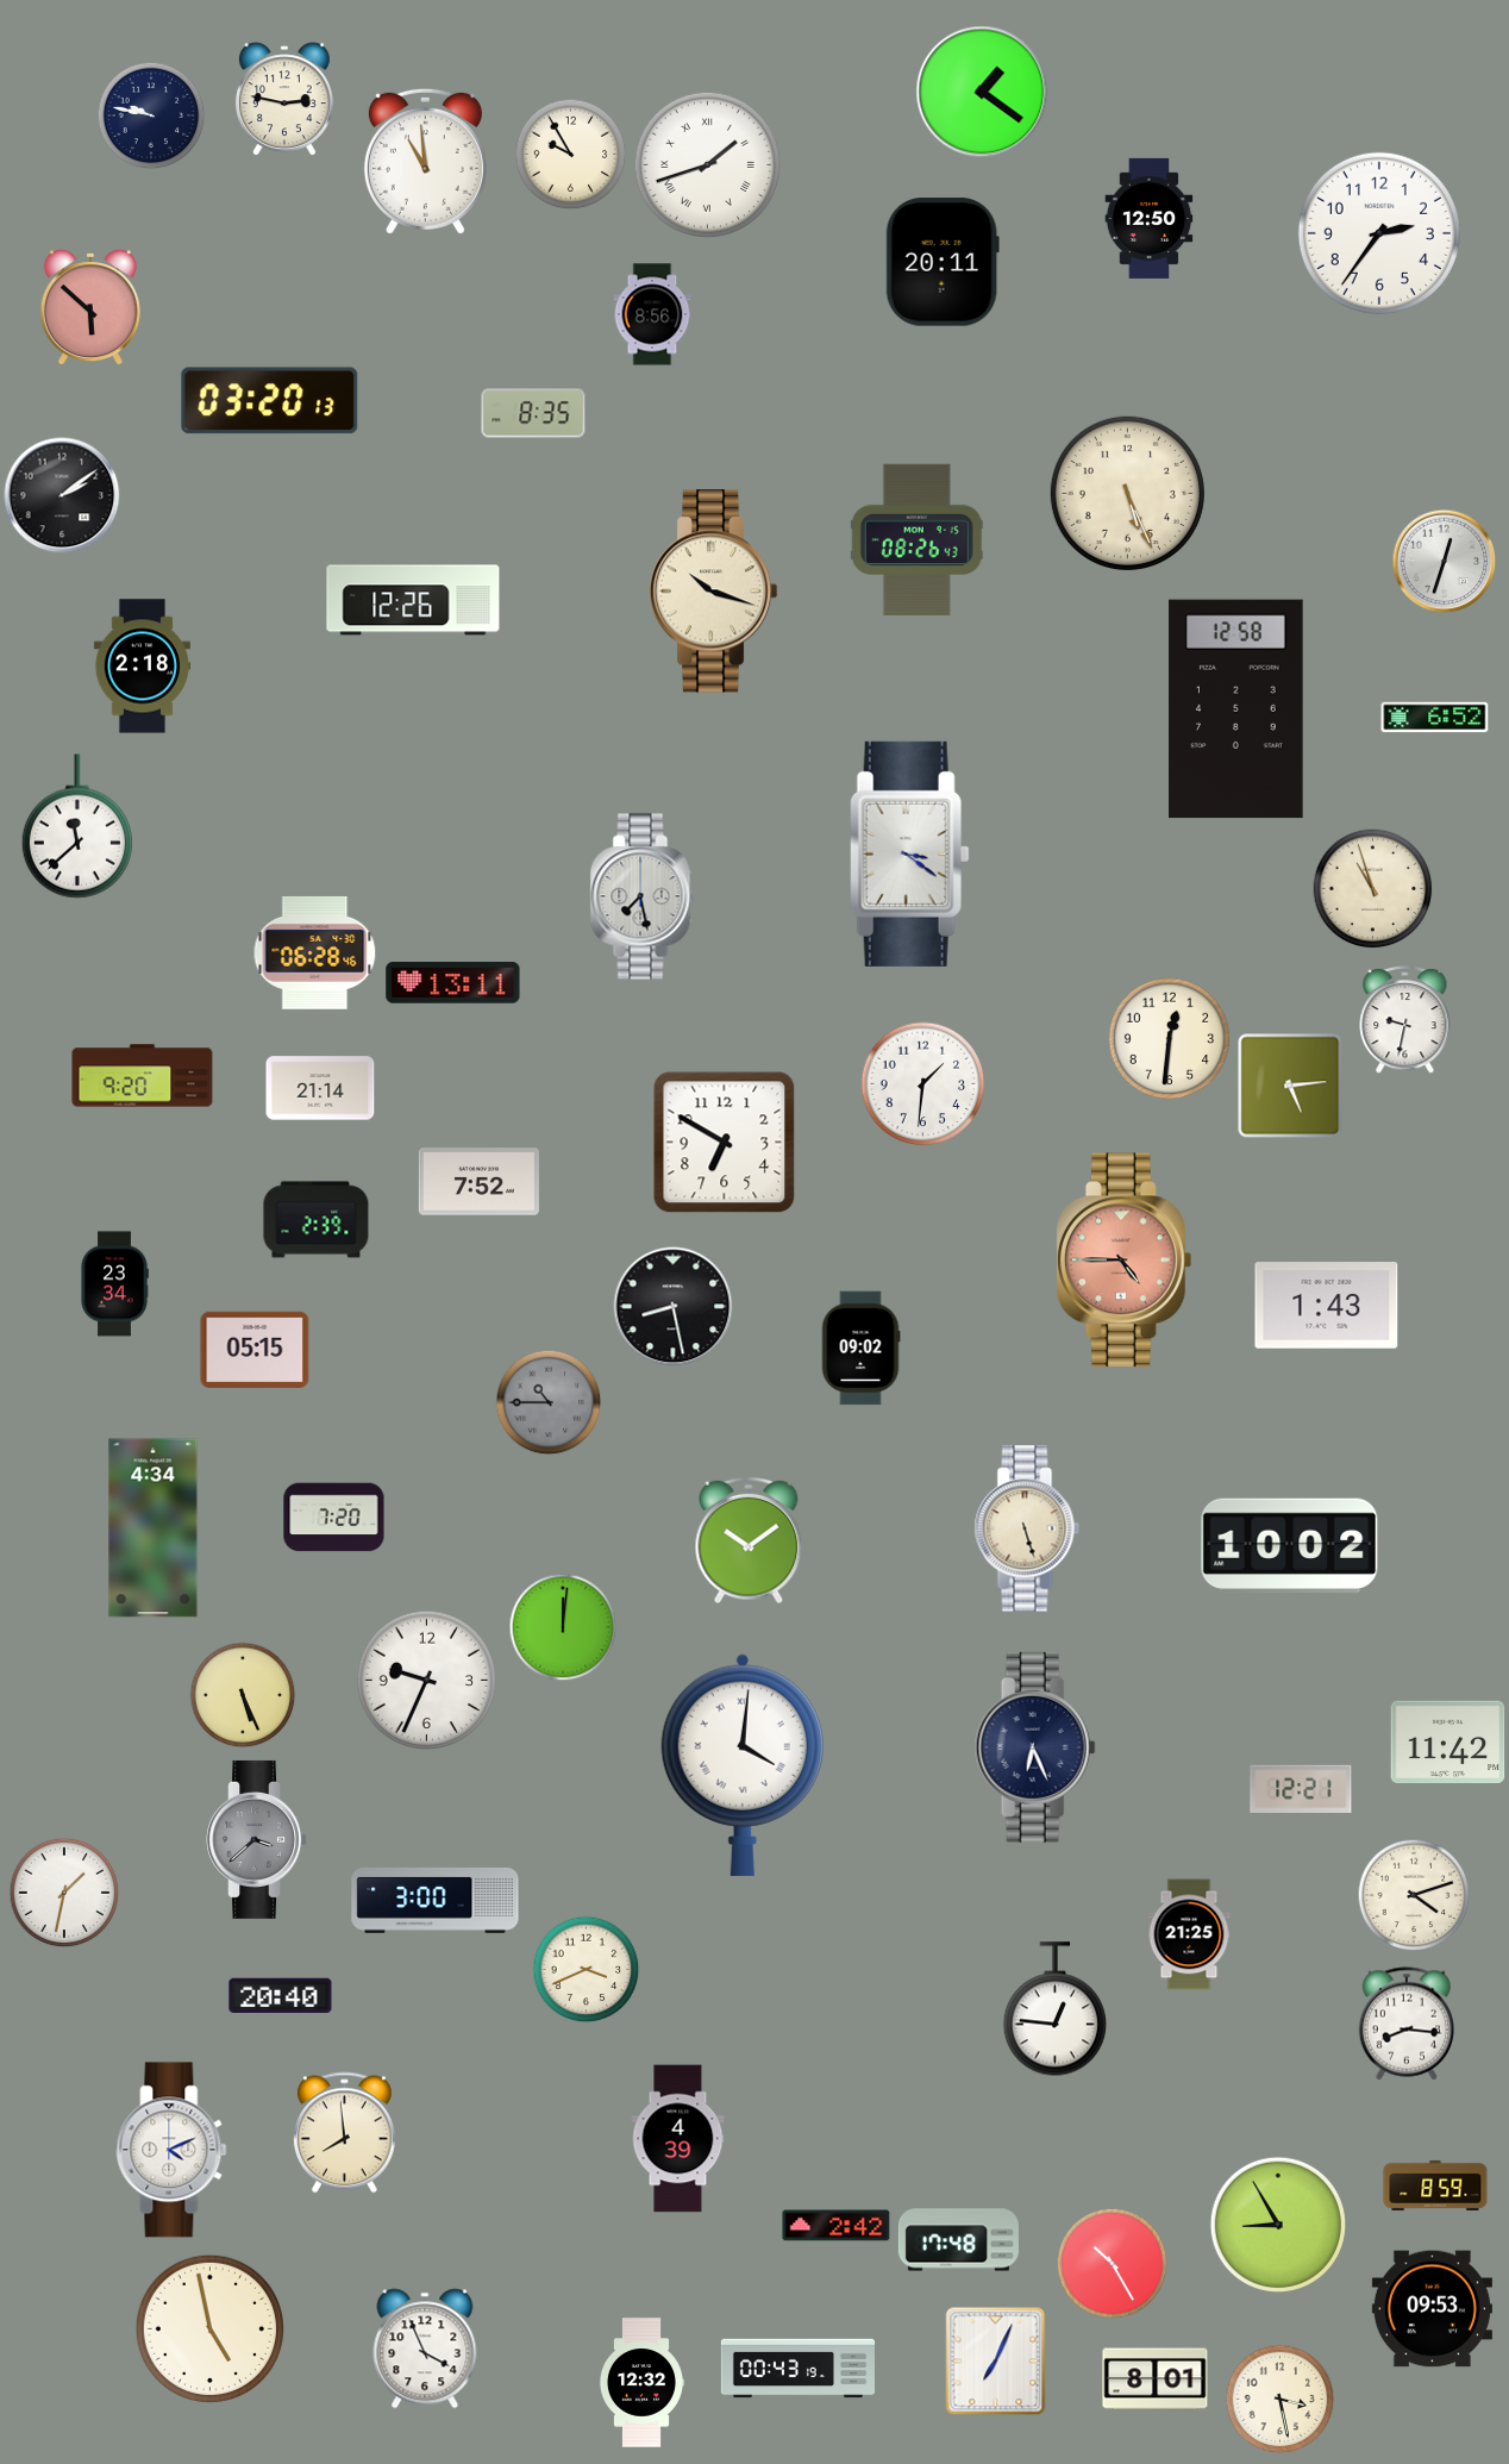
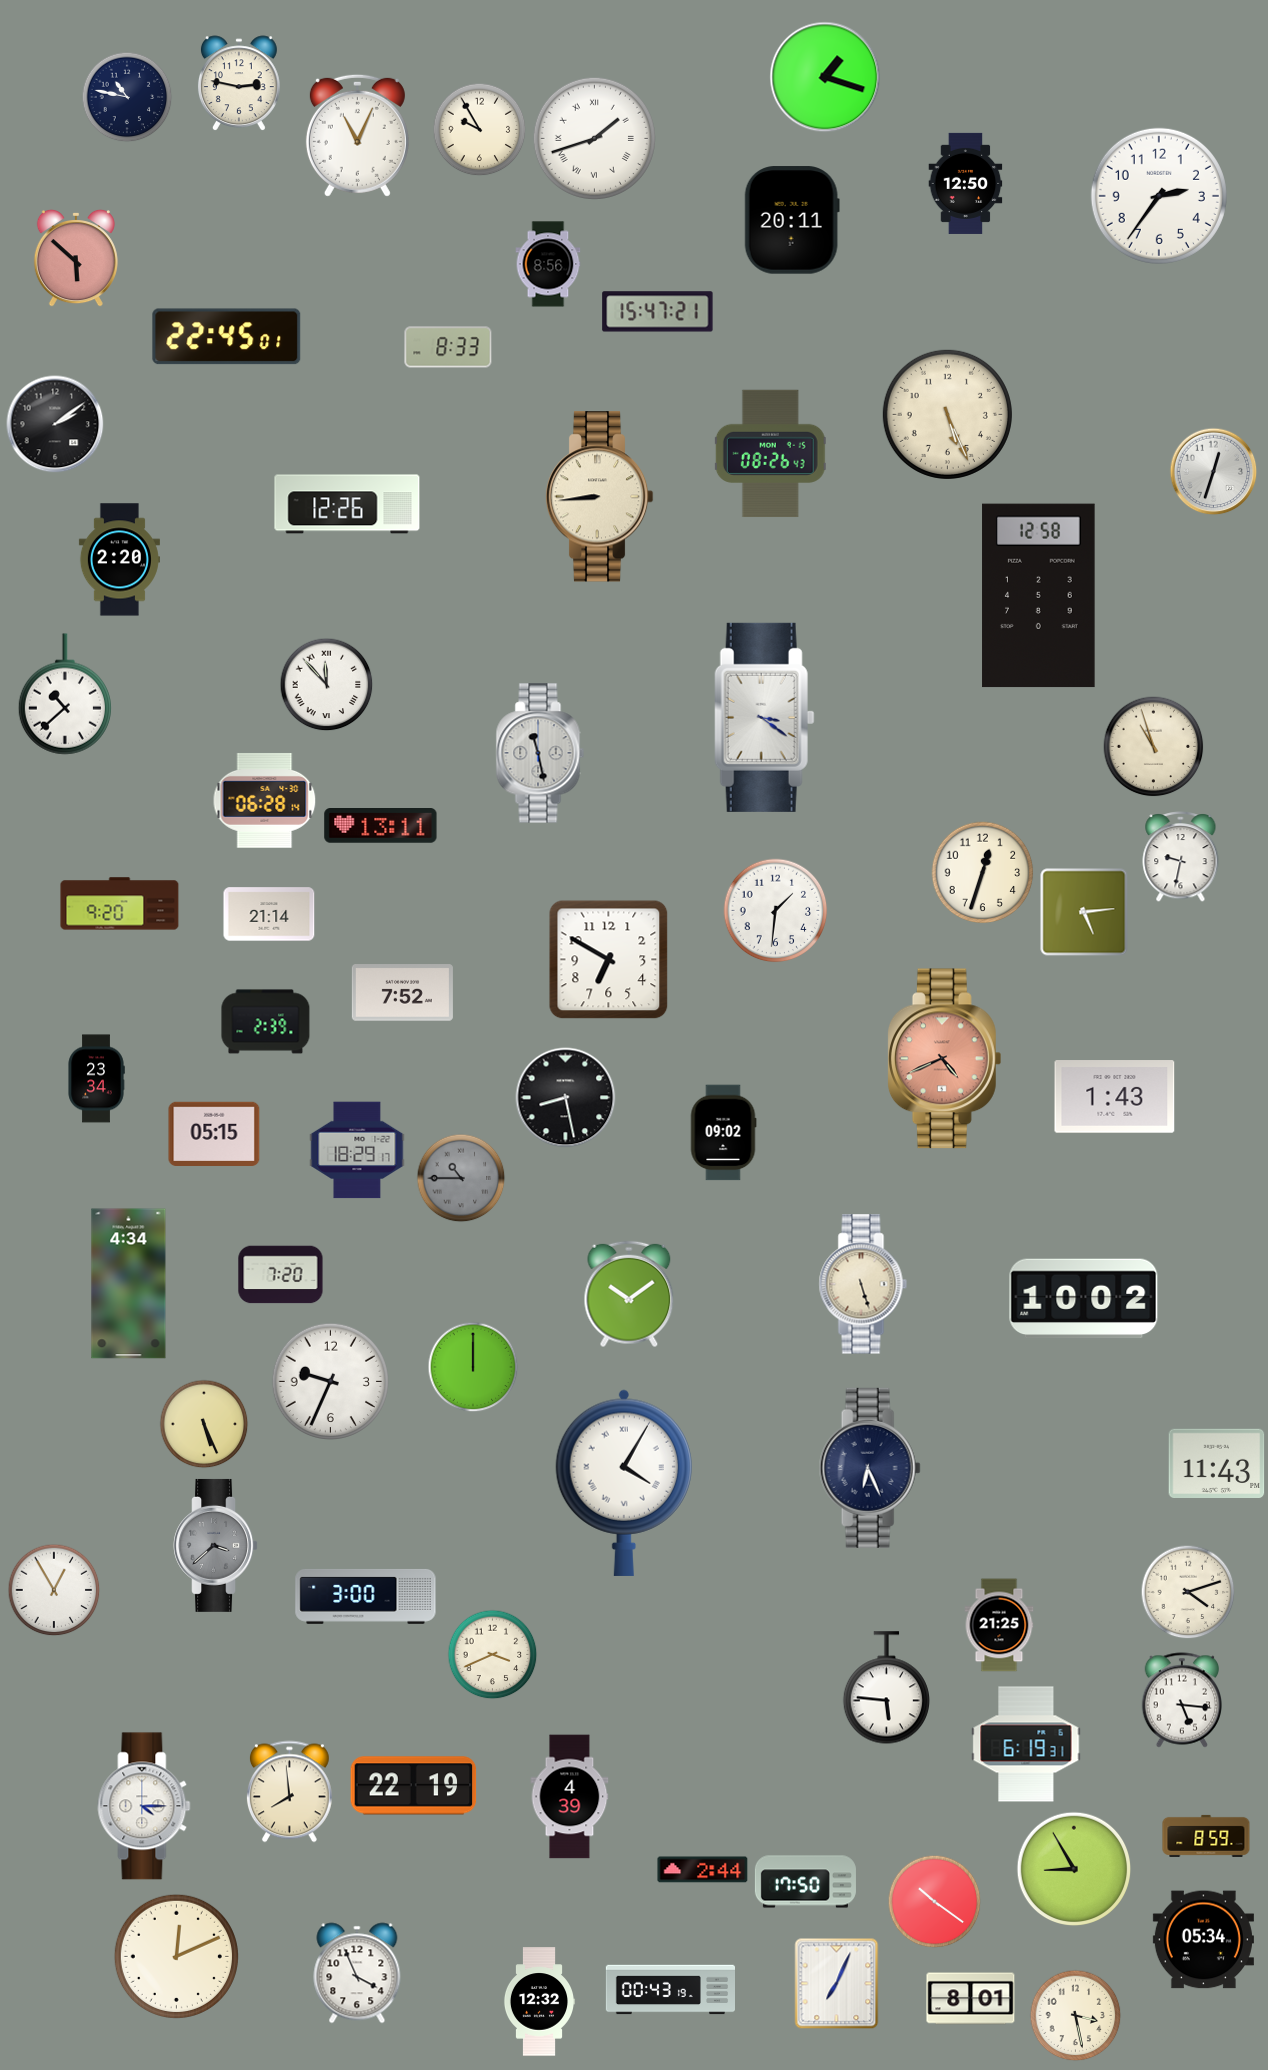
clock at (982, 92): 1:21 -> 1:18
clock at (151, 115): 9:47 -> 10:47
clock at (425, 161): 10:59 -> 11:04
clock at (658, 312): none -> 15:47
clock at (270, 401): 03:20 -> 22:45
clock at (533, 413): 8:35 -> 8:33
clock at (62, 495) position: (62, 495) -> (55, 424)
clock at (713, 592): 10:18 -> 8:44
clock at (142, 667): 2:18 -> 2:20
clock at (1435, 718): 6:52 -> none
clock at (327, 685): none -> 11:53
clock at (77, 826): 11:38 -> 10:38
clock at (643, 896): 7:28 -> 11:28
clock at (315, 952): 06:28:46 -> 06:28:14
clock at (1170, 1039): 12:31 -> 12:33
clock at (317, 1220) position: (317, 1220) -> (266, 1022)
clock at (1123, 1261): 4:45 -> 4:41
clock at (357, 1150): none -> 18:29
clock at (563, 1627): 12:01 -> 12:00
clock at (426, 1680) position: (426, 1680) -> (330, 1381)
clock at (1448, 1741): 11:42 -> 11:43
clock at (743, 1765): 4:01 -> 4:05
clock at (1301, 1788): 12:21 -> none
clock at (64, 1893): 1:32 -> 12:55
clock at (281, 1996): 20:40 -> none
clock at (1054, 2009): 12:46 -> 5:46
clock at (1405, 2024): 8:16 -> 5:16
clock at (1026, 1744): none -> 6:19
clock at (414, 1786): none -> 22:19
clock at (171, 2150): 4:11 -> 4:15
clock at (837, 2226): 2:42 -> 2:44
clock at (958, 2240): 17:48 -> 17:50
clock at (1113, 2264): 10:25 -> 10:21
clock at (1432, 2309): 09:53 -> 05:34
clock at (209, 2328): 4:58 -> 12:11
